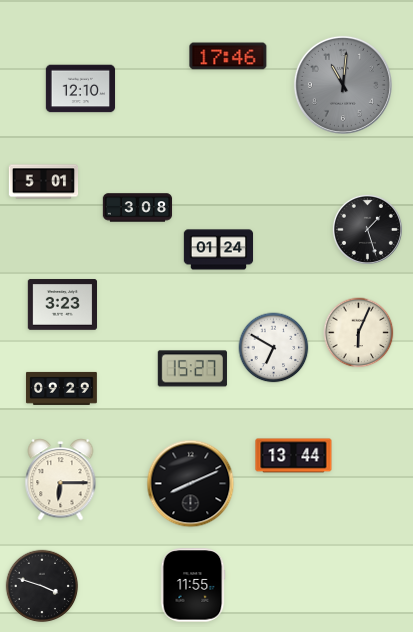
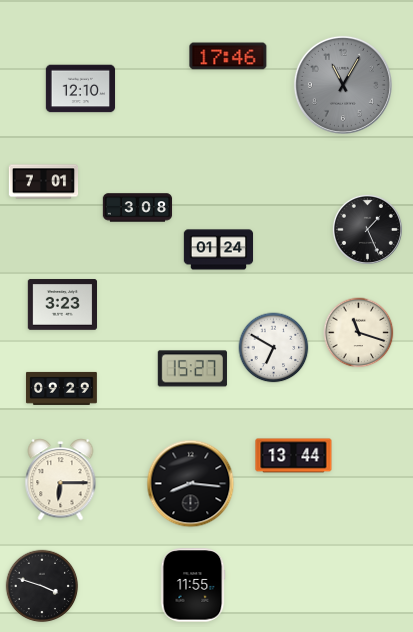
clock at (343, 85): 11:01 -> 11:05
clock at (44, 182): 5:01 -> 7:01
clock at (367, 229): 1:27 -> 1:26
clock at (359, 333): 6:04 -> 11:18
clock at (191, 484): 8:11 -> 8:16
